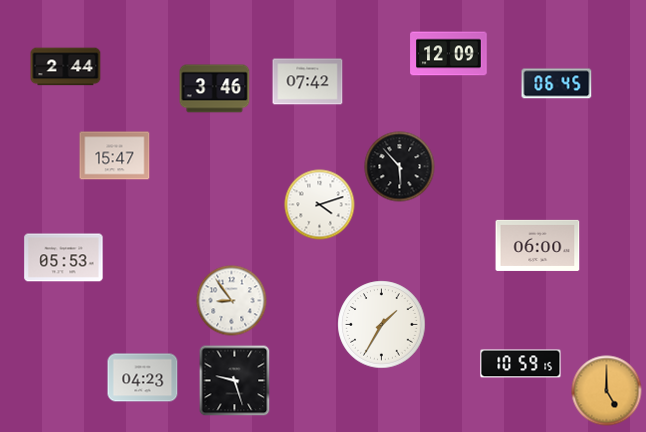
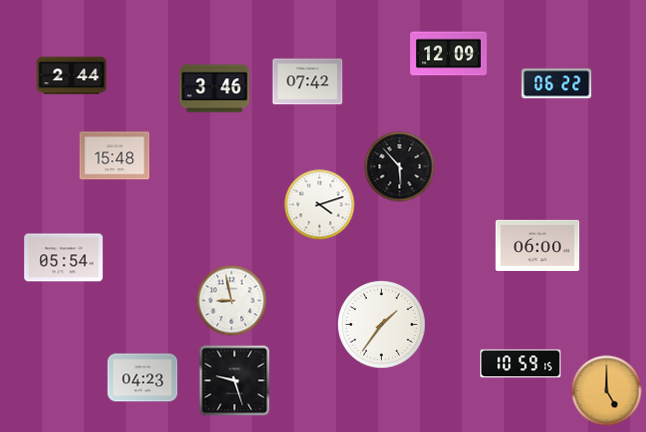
clock at (66, 67) position: (66, 67) -> (72, 76)
clock at (557, 84): 06:45 -> 06:22
clock at (115, 156): 15:47 -> 15:48
clock at (64, 258): 05:53 -> 05:54
clock at (232, 301): 8:54 -> 8:58
clock at (382, 325): 1:35 -> 1:36
